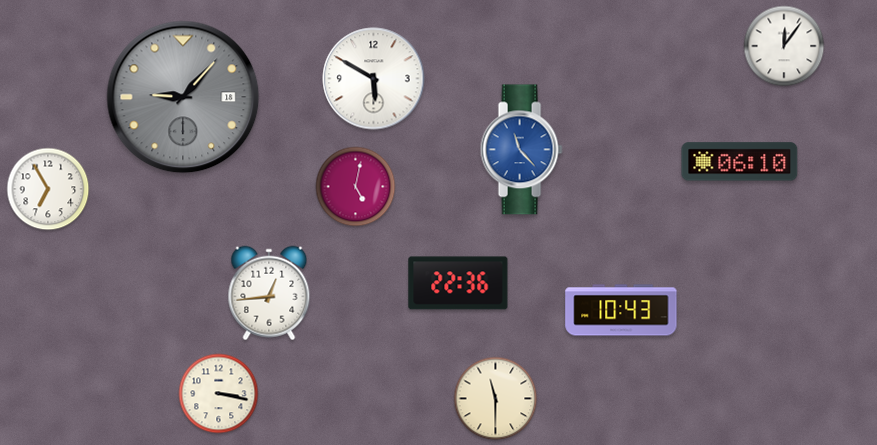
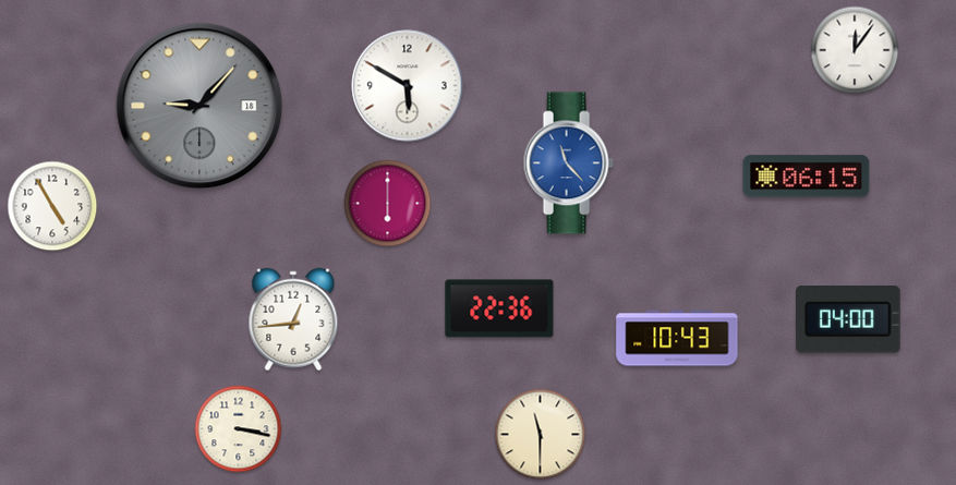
clock at (740, 162): 06:10 -> 06:15
clock at (356, 187): 5:02 -> 6:00
clock at (48, 189): 6:55 -> 4:55
clock at (849, 319): none -> 04:00
